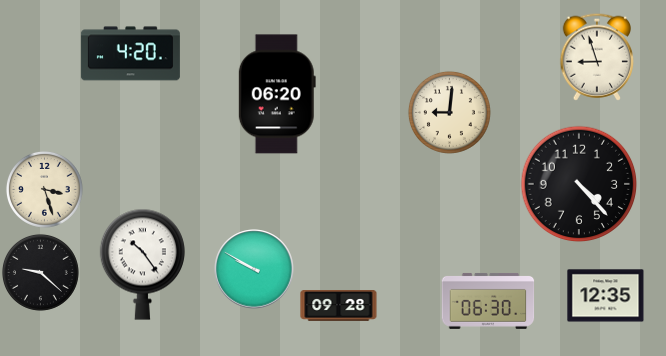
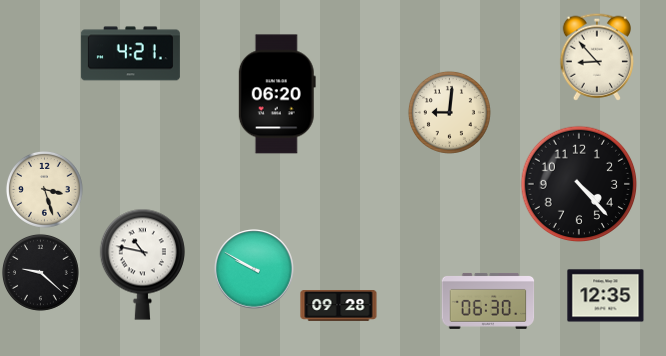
clock at (130, 54): 4:20 -> 4:21
clock at (596, 57): 8:57 -> 8:53
clock at (142, 264): 10:24 -> 10:47
